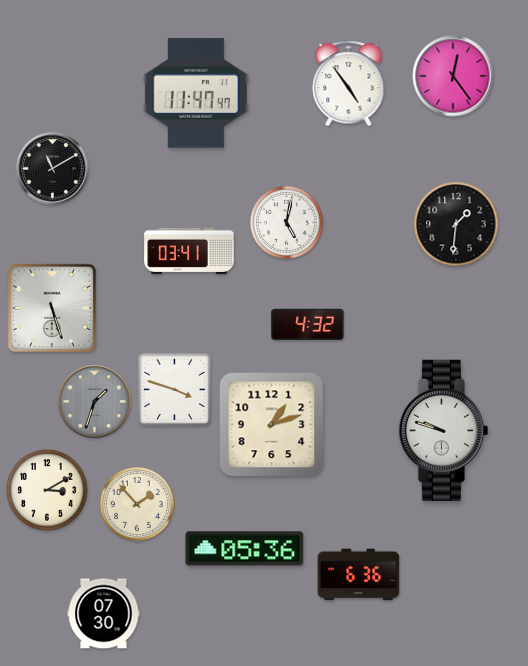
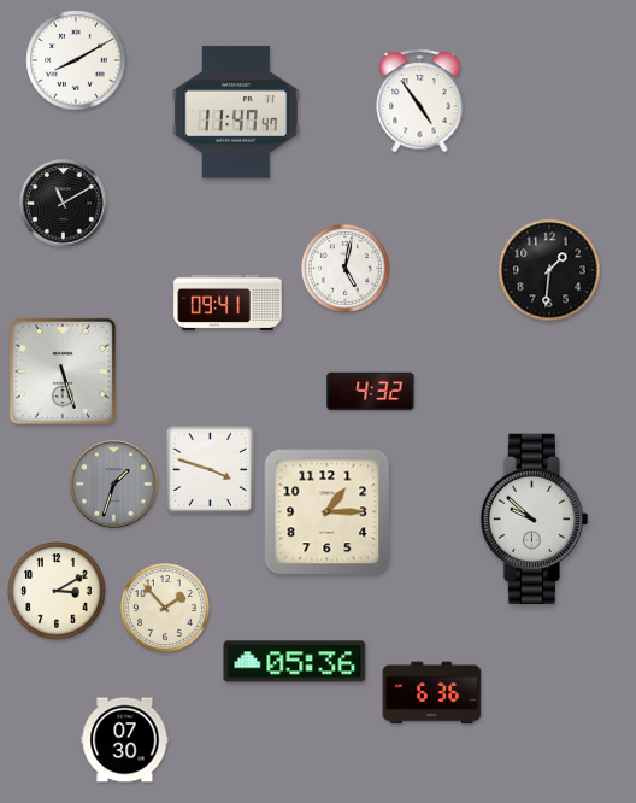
clock at (76, 60): none -> 8:10
clock at (453, 76): 12:24 -> none
clock at (189, 251): 03:41 -> 09:41
clock at (272, 425): 1:12 -> 1:15
clock at (444, 430): 9:48 -> 9:52
